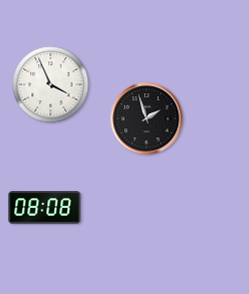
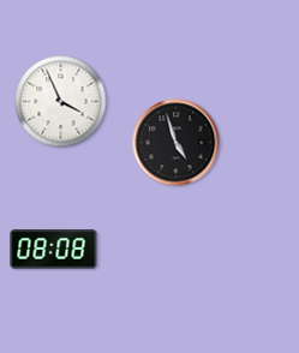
clock at (147, 119): 1:57 -> 4:57
